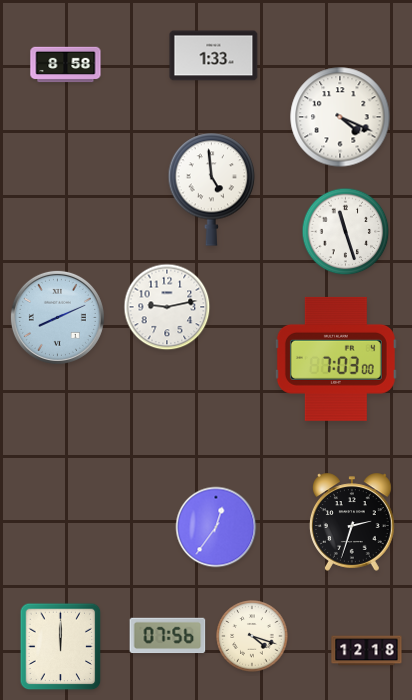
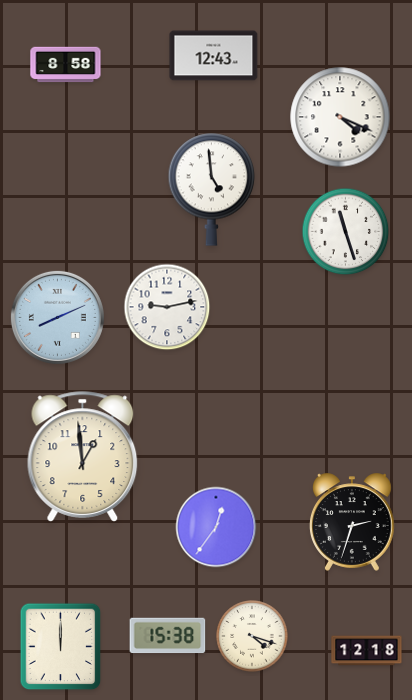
clock at (214, 56): 1:33 -> 12:43
clock at (336, 359): 7:03 -> none
clock at (83, 457): none -> 12:59
clock at (168, 636): 07:56 -> 15:38
